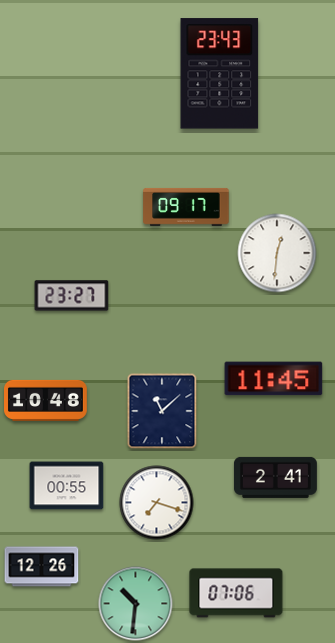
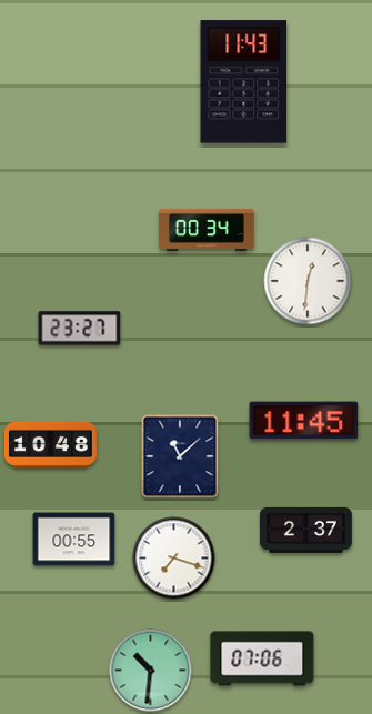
clock at (220, 74): 23:43 -> 11:43
clock at (186, 207): 09:17 -> 00:34
clock at (276, 477): 2:41 -> 2:37
clock at (42, 567): 12:26 -> none
